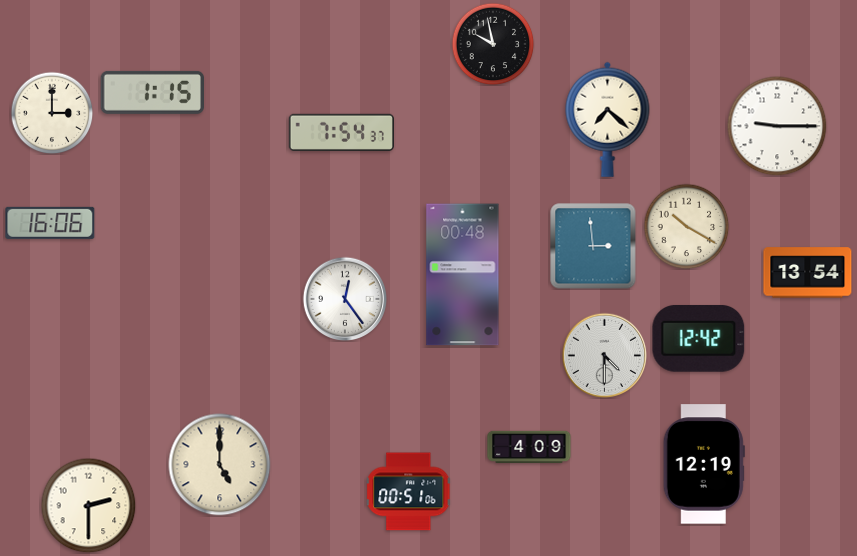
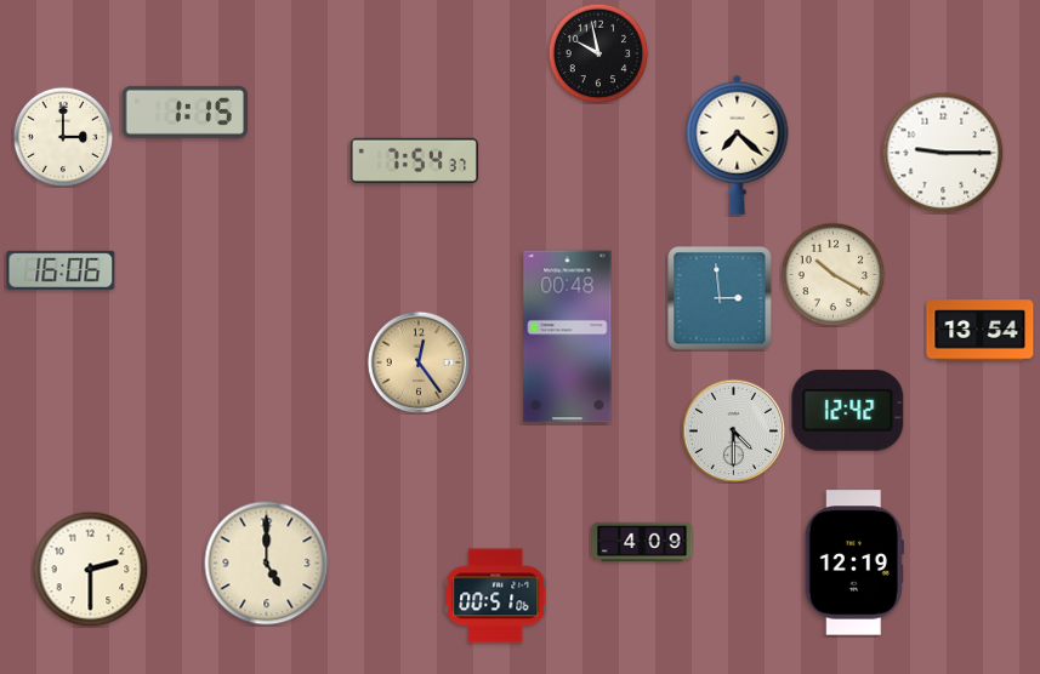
clock at (463, 275) position: (463, 275) -> (568, 337)
clock at (345, 299) dial: white -> champagne
clock at (88, 505) position: (88, 505) -> (90, 569)
